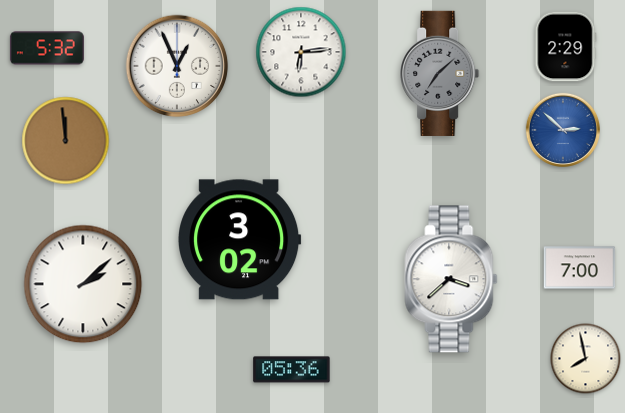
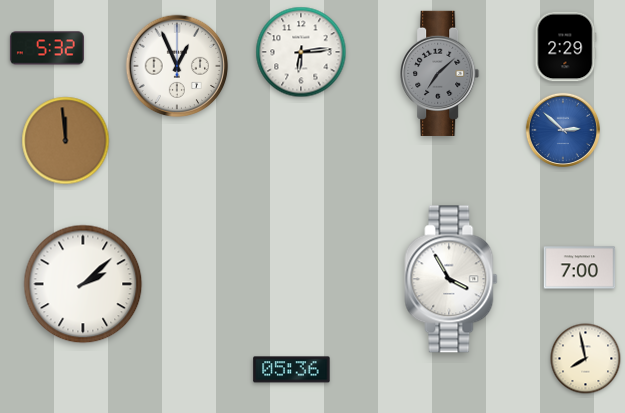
clock at (240, 240): 3:02 -> none
clock at (451, 279): 3:38 -> 3:55
